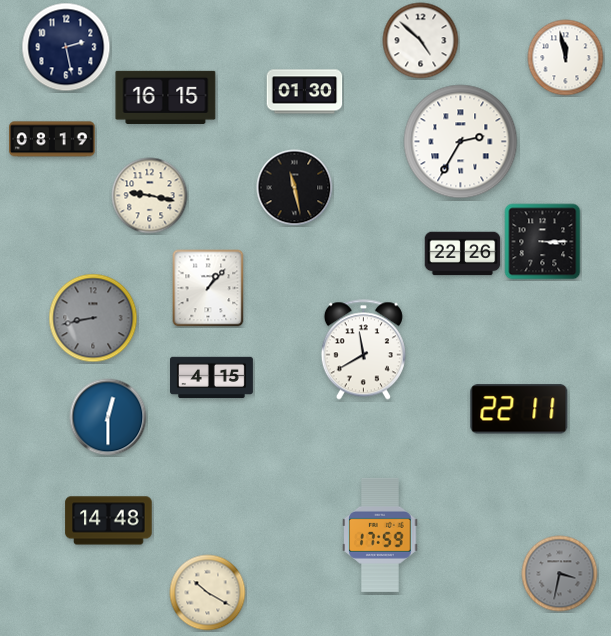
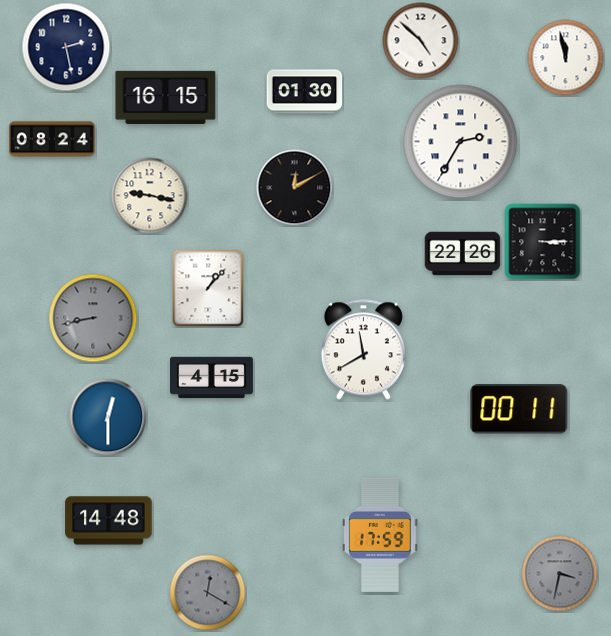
clock at (52, 139): 08:19 -> 08:24
clock at (295, 188): 11:28 -> 12:10
clock at (519, 409): 22:11 -> 00:11
clock at (208, 593): 10:20 -> 12:20
clock at (208, 593) dial: cream -> grey
